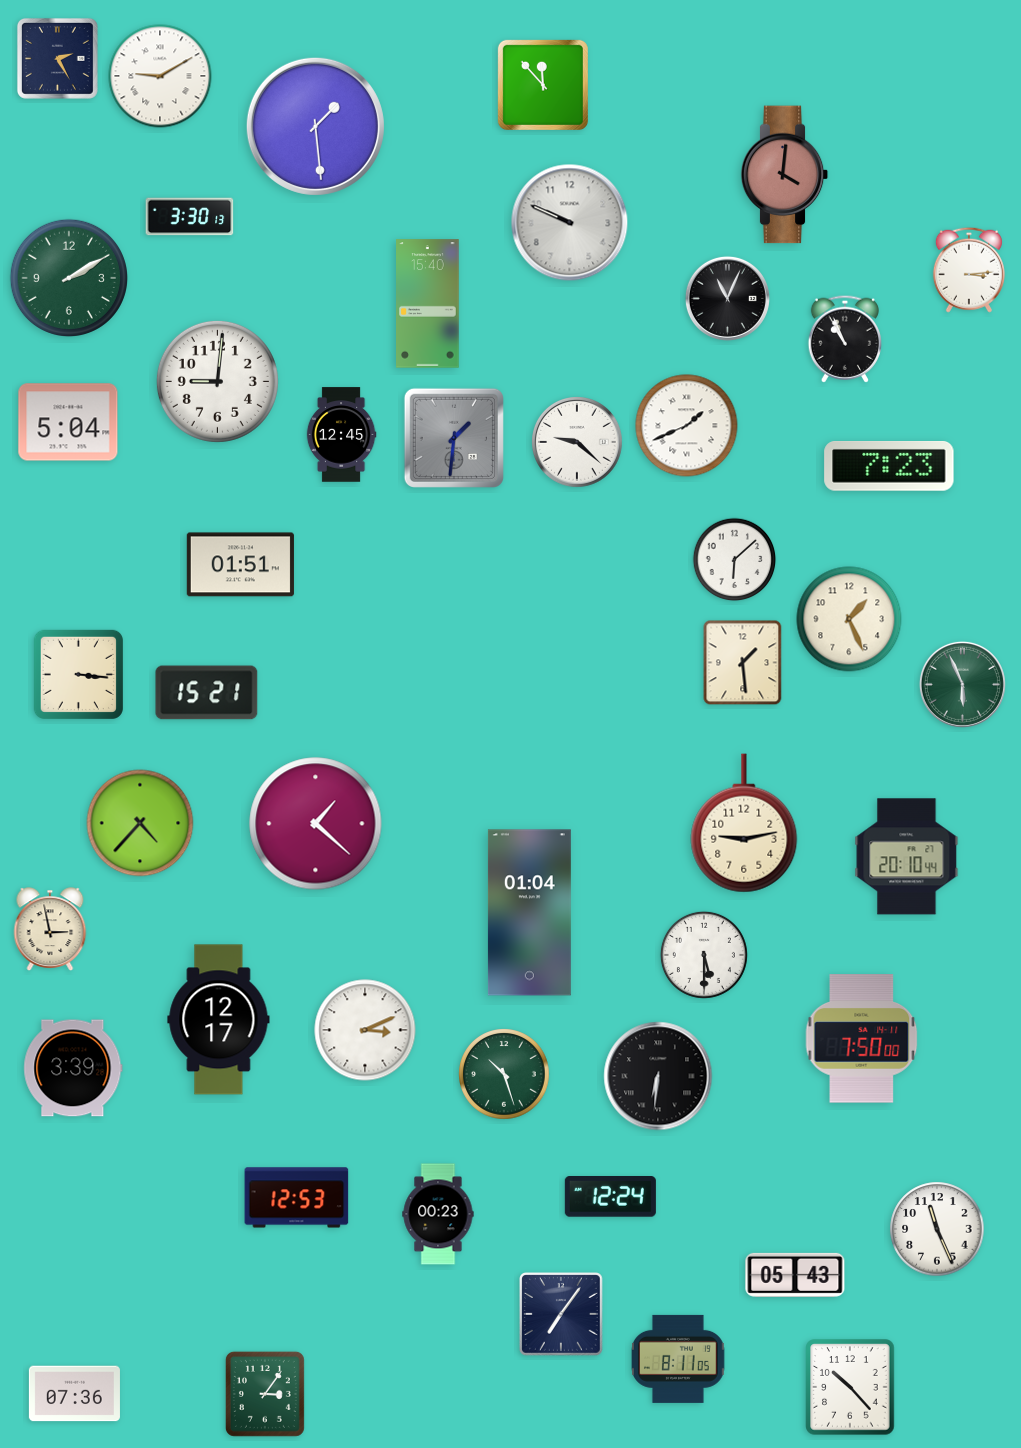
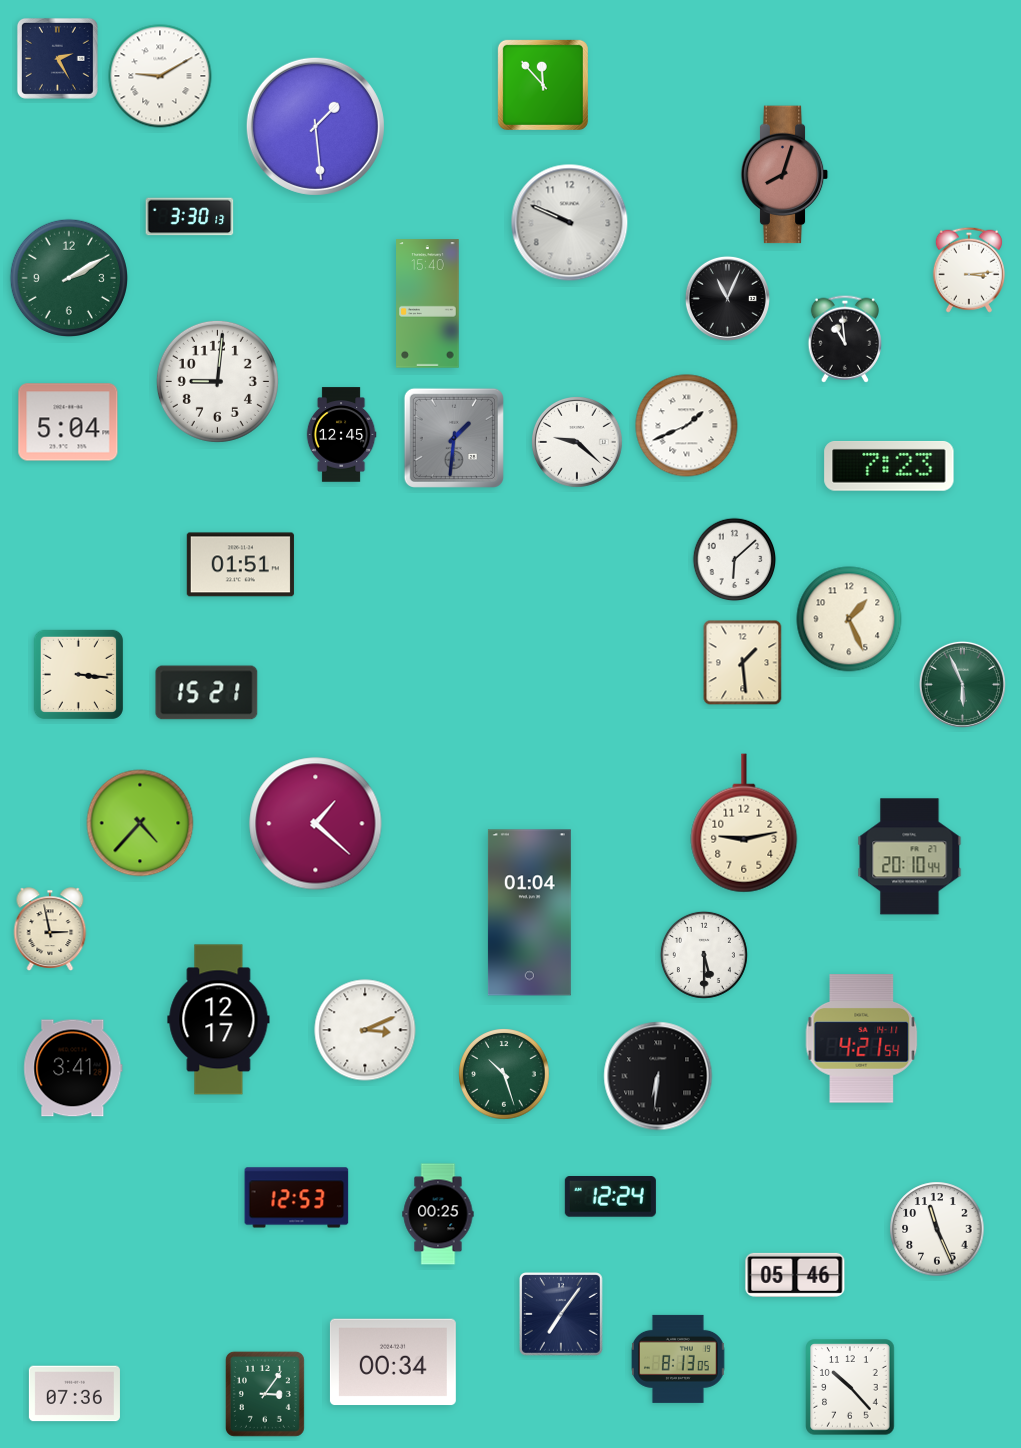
clock at (785, 175): 4:01 -> 8:03
clock at (844, 339): 10:56 -> 10:59
clock at (907, 857) position: (907, 857) -> (910, 857)
clock at (862, 1039): 7:50 -> 4:21
clock at (73, 1068): 3:39 -> 3:41
clock at (438, 1214): 00:23 -> 00:25
clock at (795, 1275): 05:43 -> 05:46
clock at (679, 1359): 8:11 -> 8:13
clock at (393, 1362): none -> 00:34
